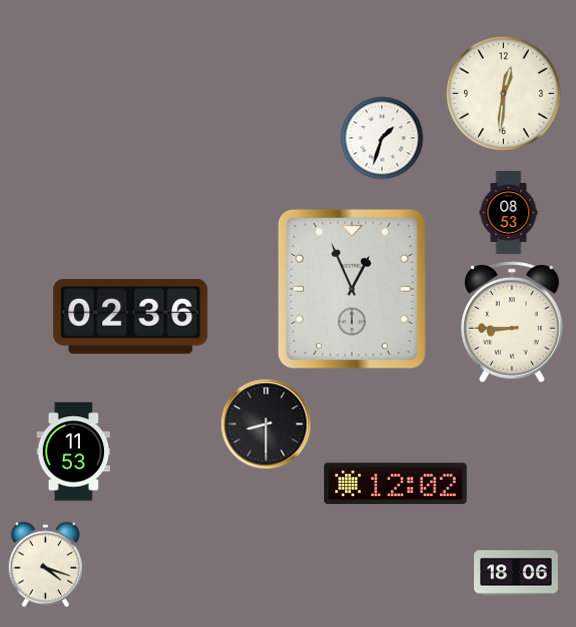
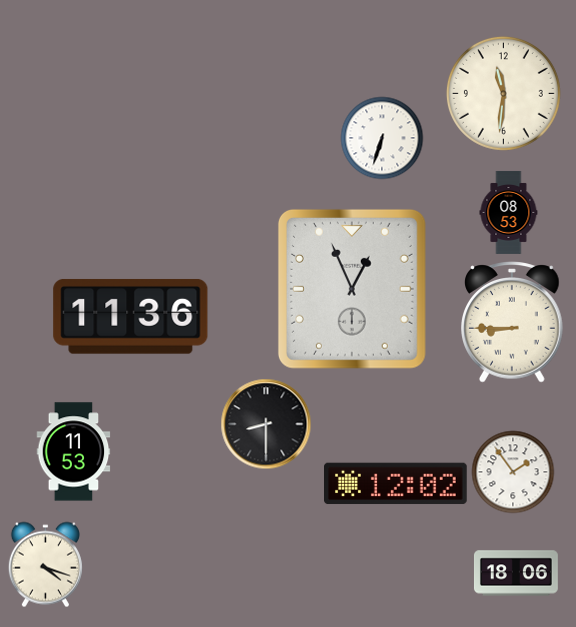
clock at (503, 93): 12:31 -> 11:31
clock at (382, 138): 1:33 -> 6:33
clock at (131, 316): 02:36 -> 11:36
clock at (513, 472): none -> 1:54
